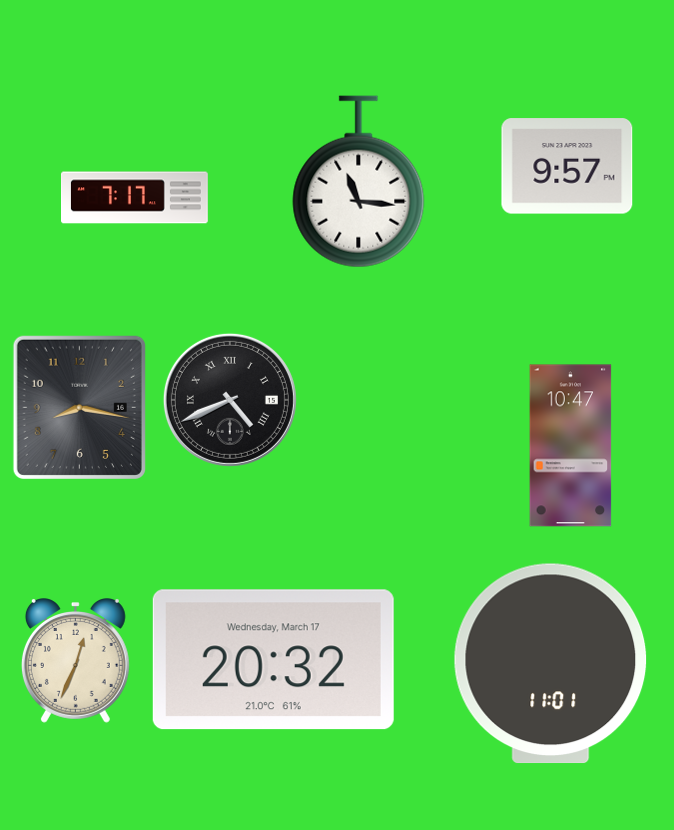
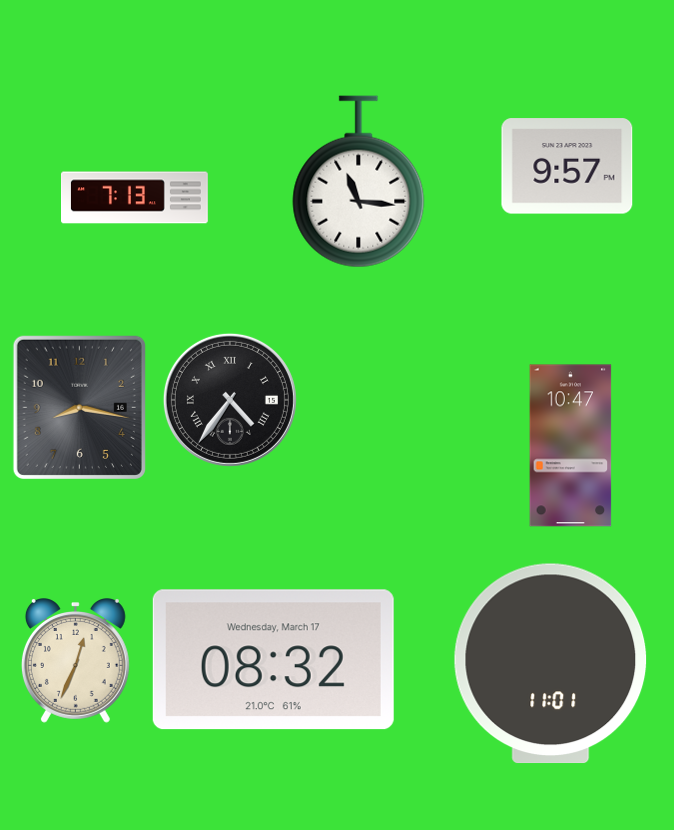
clock at (135, 198): 7:17 -> 7:13
clock at (230, 400): 4:41 -> 4:36
clock at (273, 660): 20:32 -> 08:32
